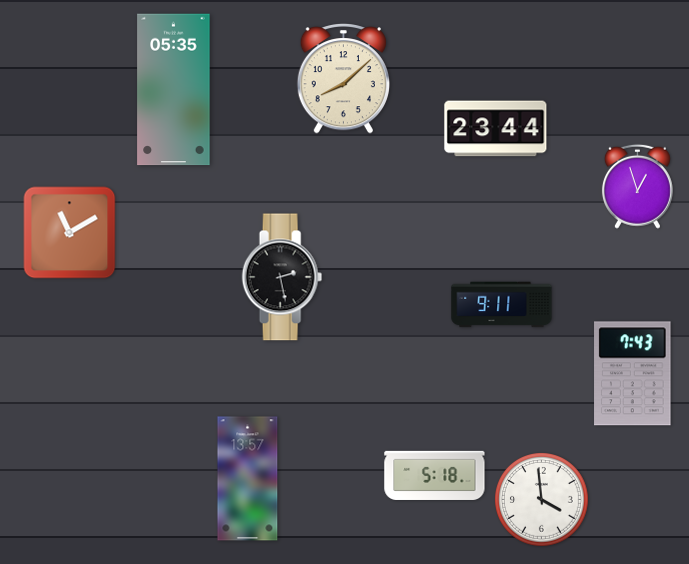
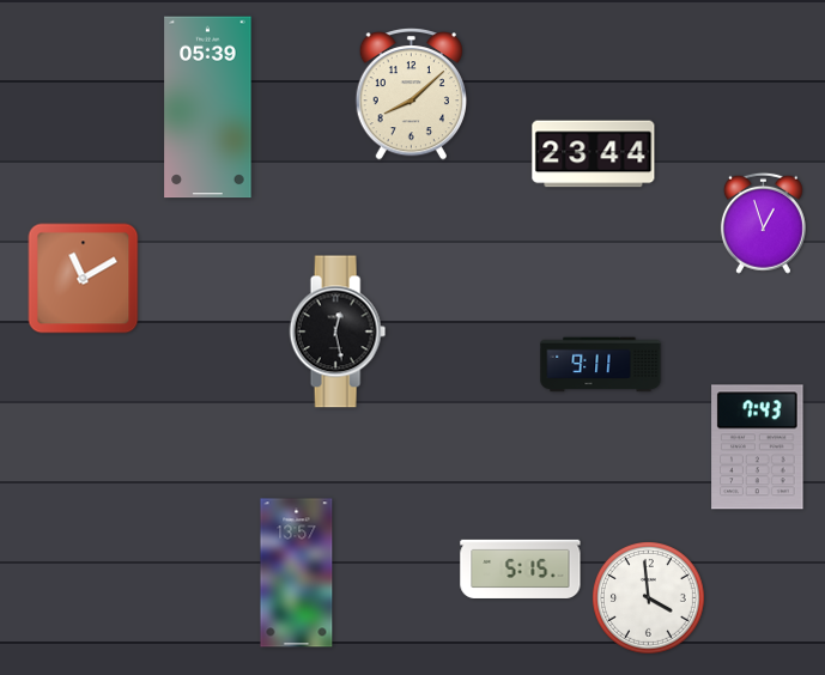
clock at (174, 90): 05:35 -> 05:39
clock at (282, 277): 2:28 -> 12:28
clock at (435, 475): 5:18 -> 5:15
